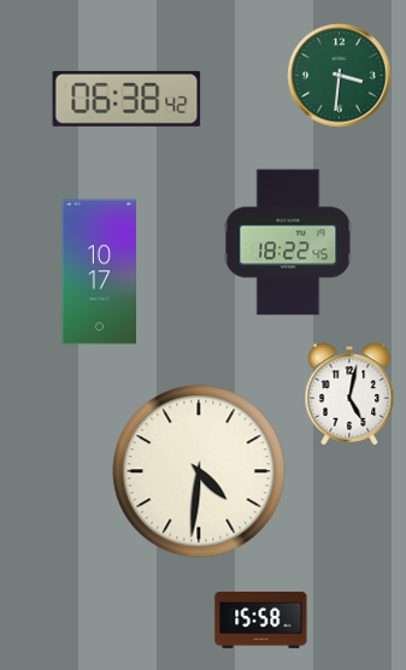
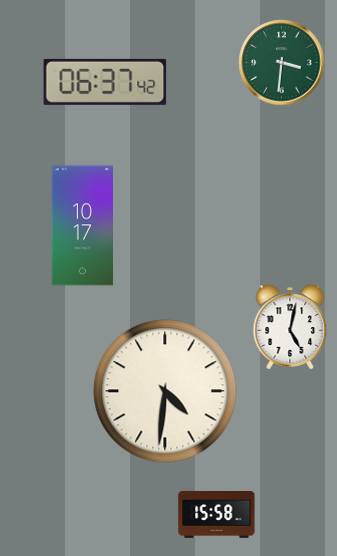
clock at (126, 99): 06:38 -> 06:37
clock at (288, 242): 18:22 -> none
